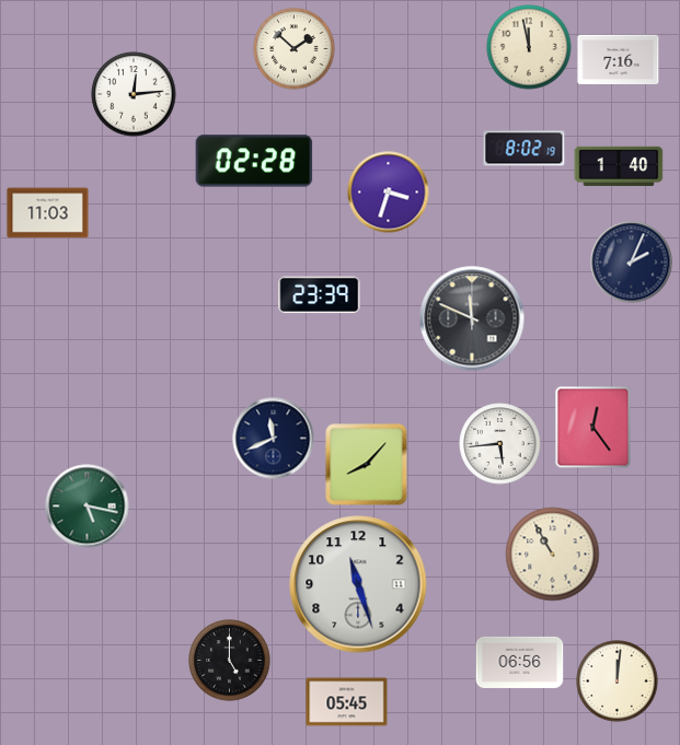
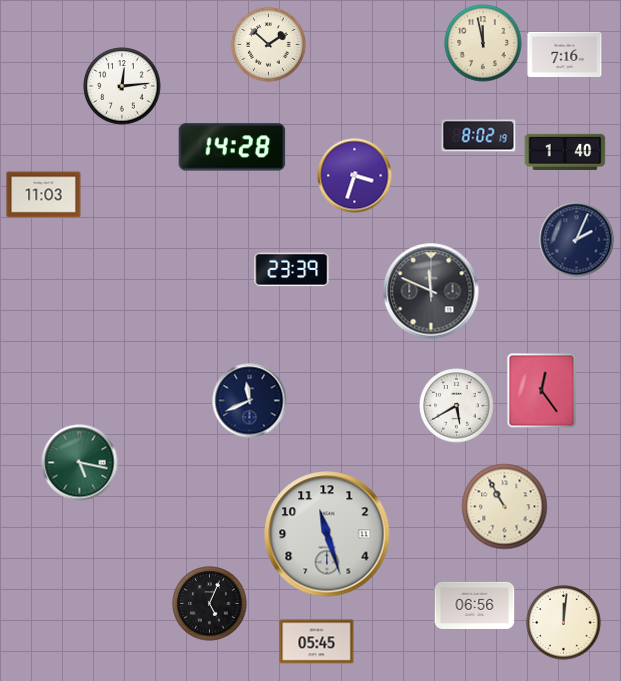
clock at (254, 161): 02:28 -> 14:28
clock at (500, 444): 5:44 -> 5:40
clock at (367, 465): 8:07 -> none
clock at (230, 661): 5:00 -> 5:04
